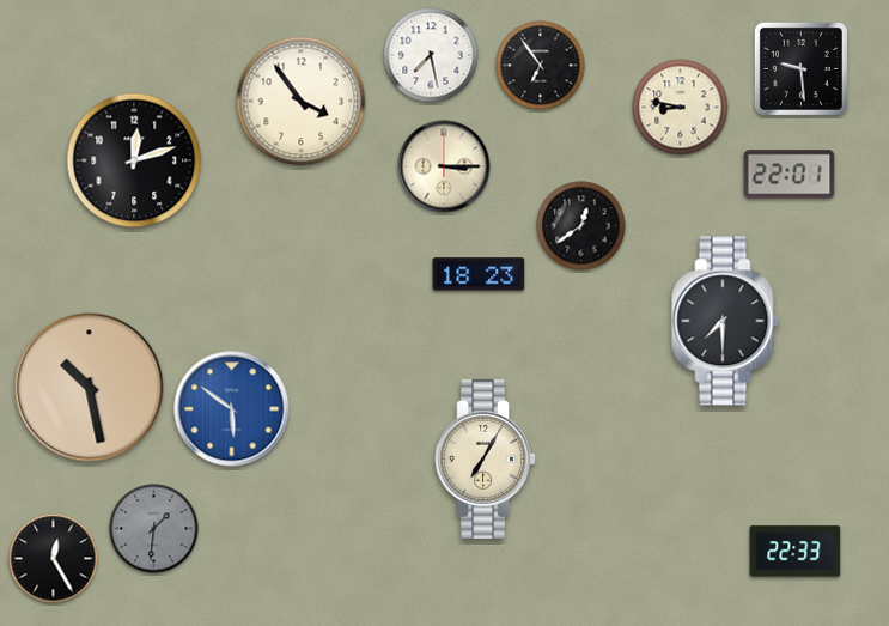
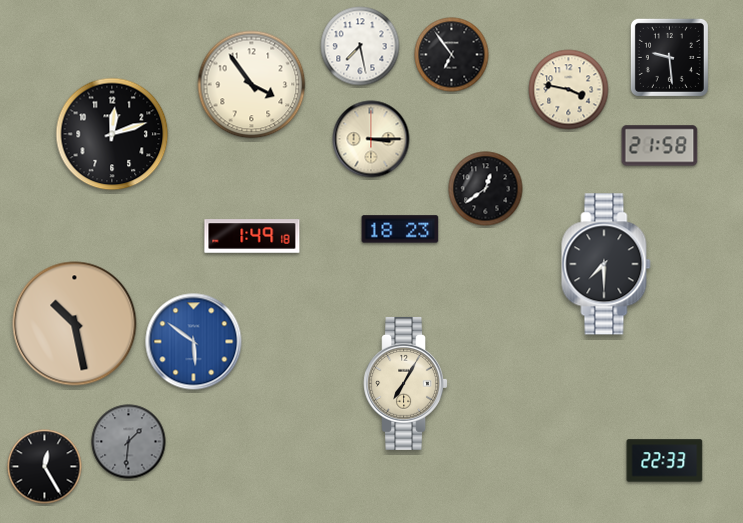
clock at (681, 108): 8:47 -> 3:47
clock at (790, 175): 22:01 -> 21:58
clock at (252, 236): none -> 1:49
clock at (725, 321) position: (725, 321) -> (606, 264)
